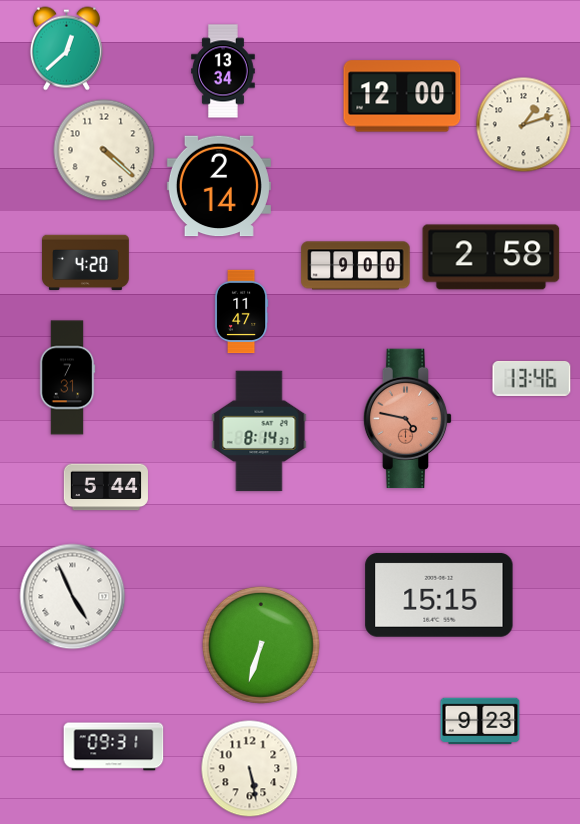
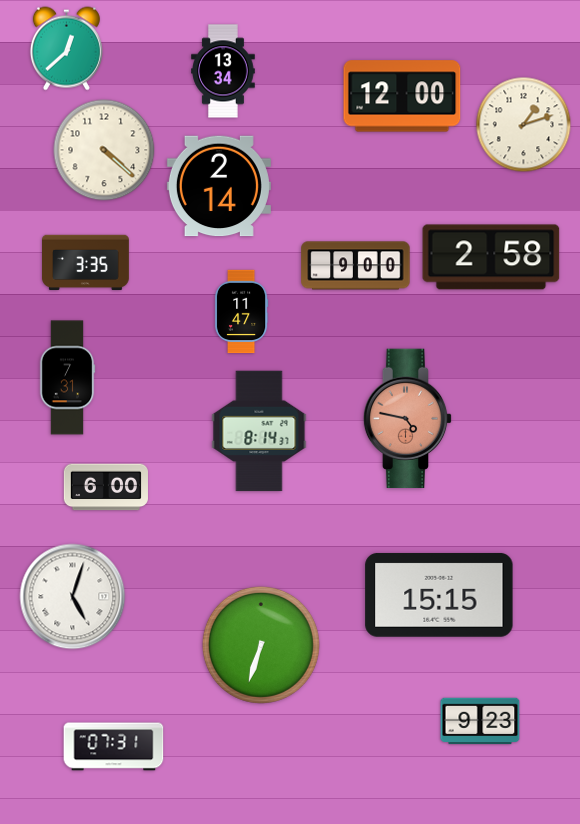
clock at (86, 262): 4:20 -> 3:35
clock at (532, 378): 13:46 -> none
clock at (106, 487): 5:44 -> 6:00
clock at (73, 597): 4:56 -> 5:03
clock at (114, 747): 09:31 -> 07:31
clock at (250, 769): 5:28 -> none
